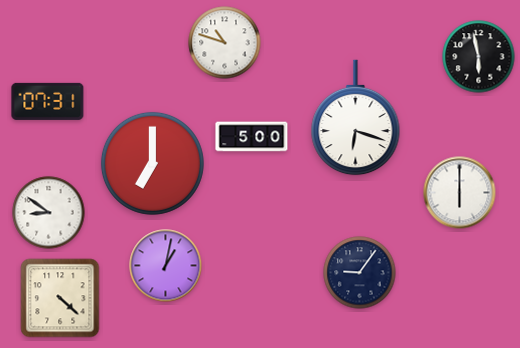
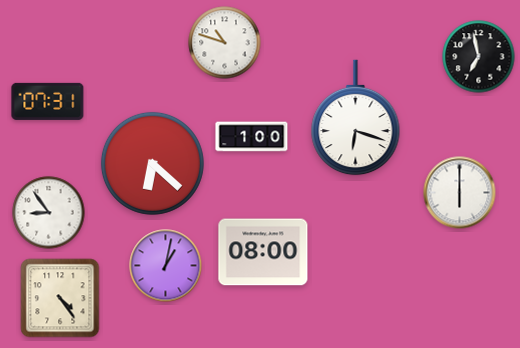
clock at (479, 57): 5:58 -> 6:58
clock at (252, 137): 5:00 -> 1:00
clock at (152, 163): 7:00 -> 6:22
clock at (49, 213): 8:51 -> 8:54
clock at (263, 252): none -> 08:00
clock at (360, 273): 9:06 -> none
clock at (60, 298): 4:22 -> 4:24
